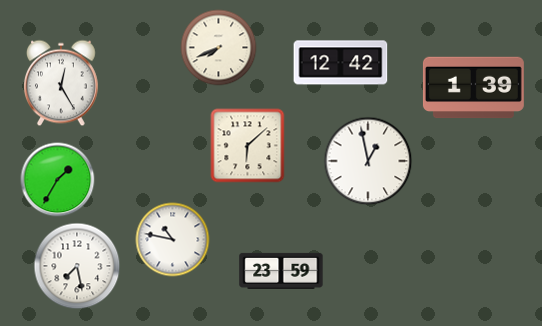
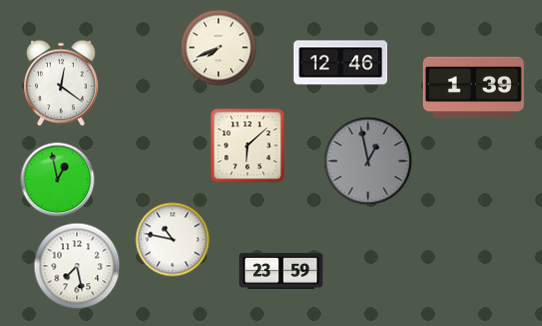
clock at (341, 63): 12:42 -> 12:46
clock at (61, 83): 12:25 -> 12:21
clock at (368, 161) dial: white -> grey
clock at (58, 180): 1:35 -> 12:58
